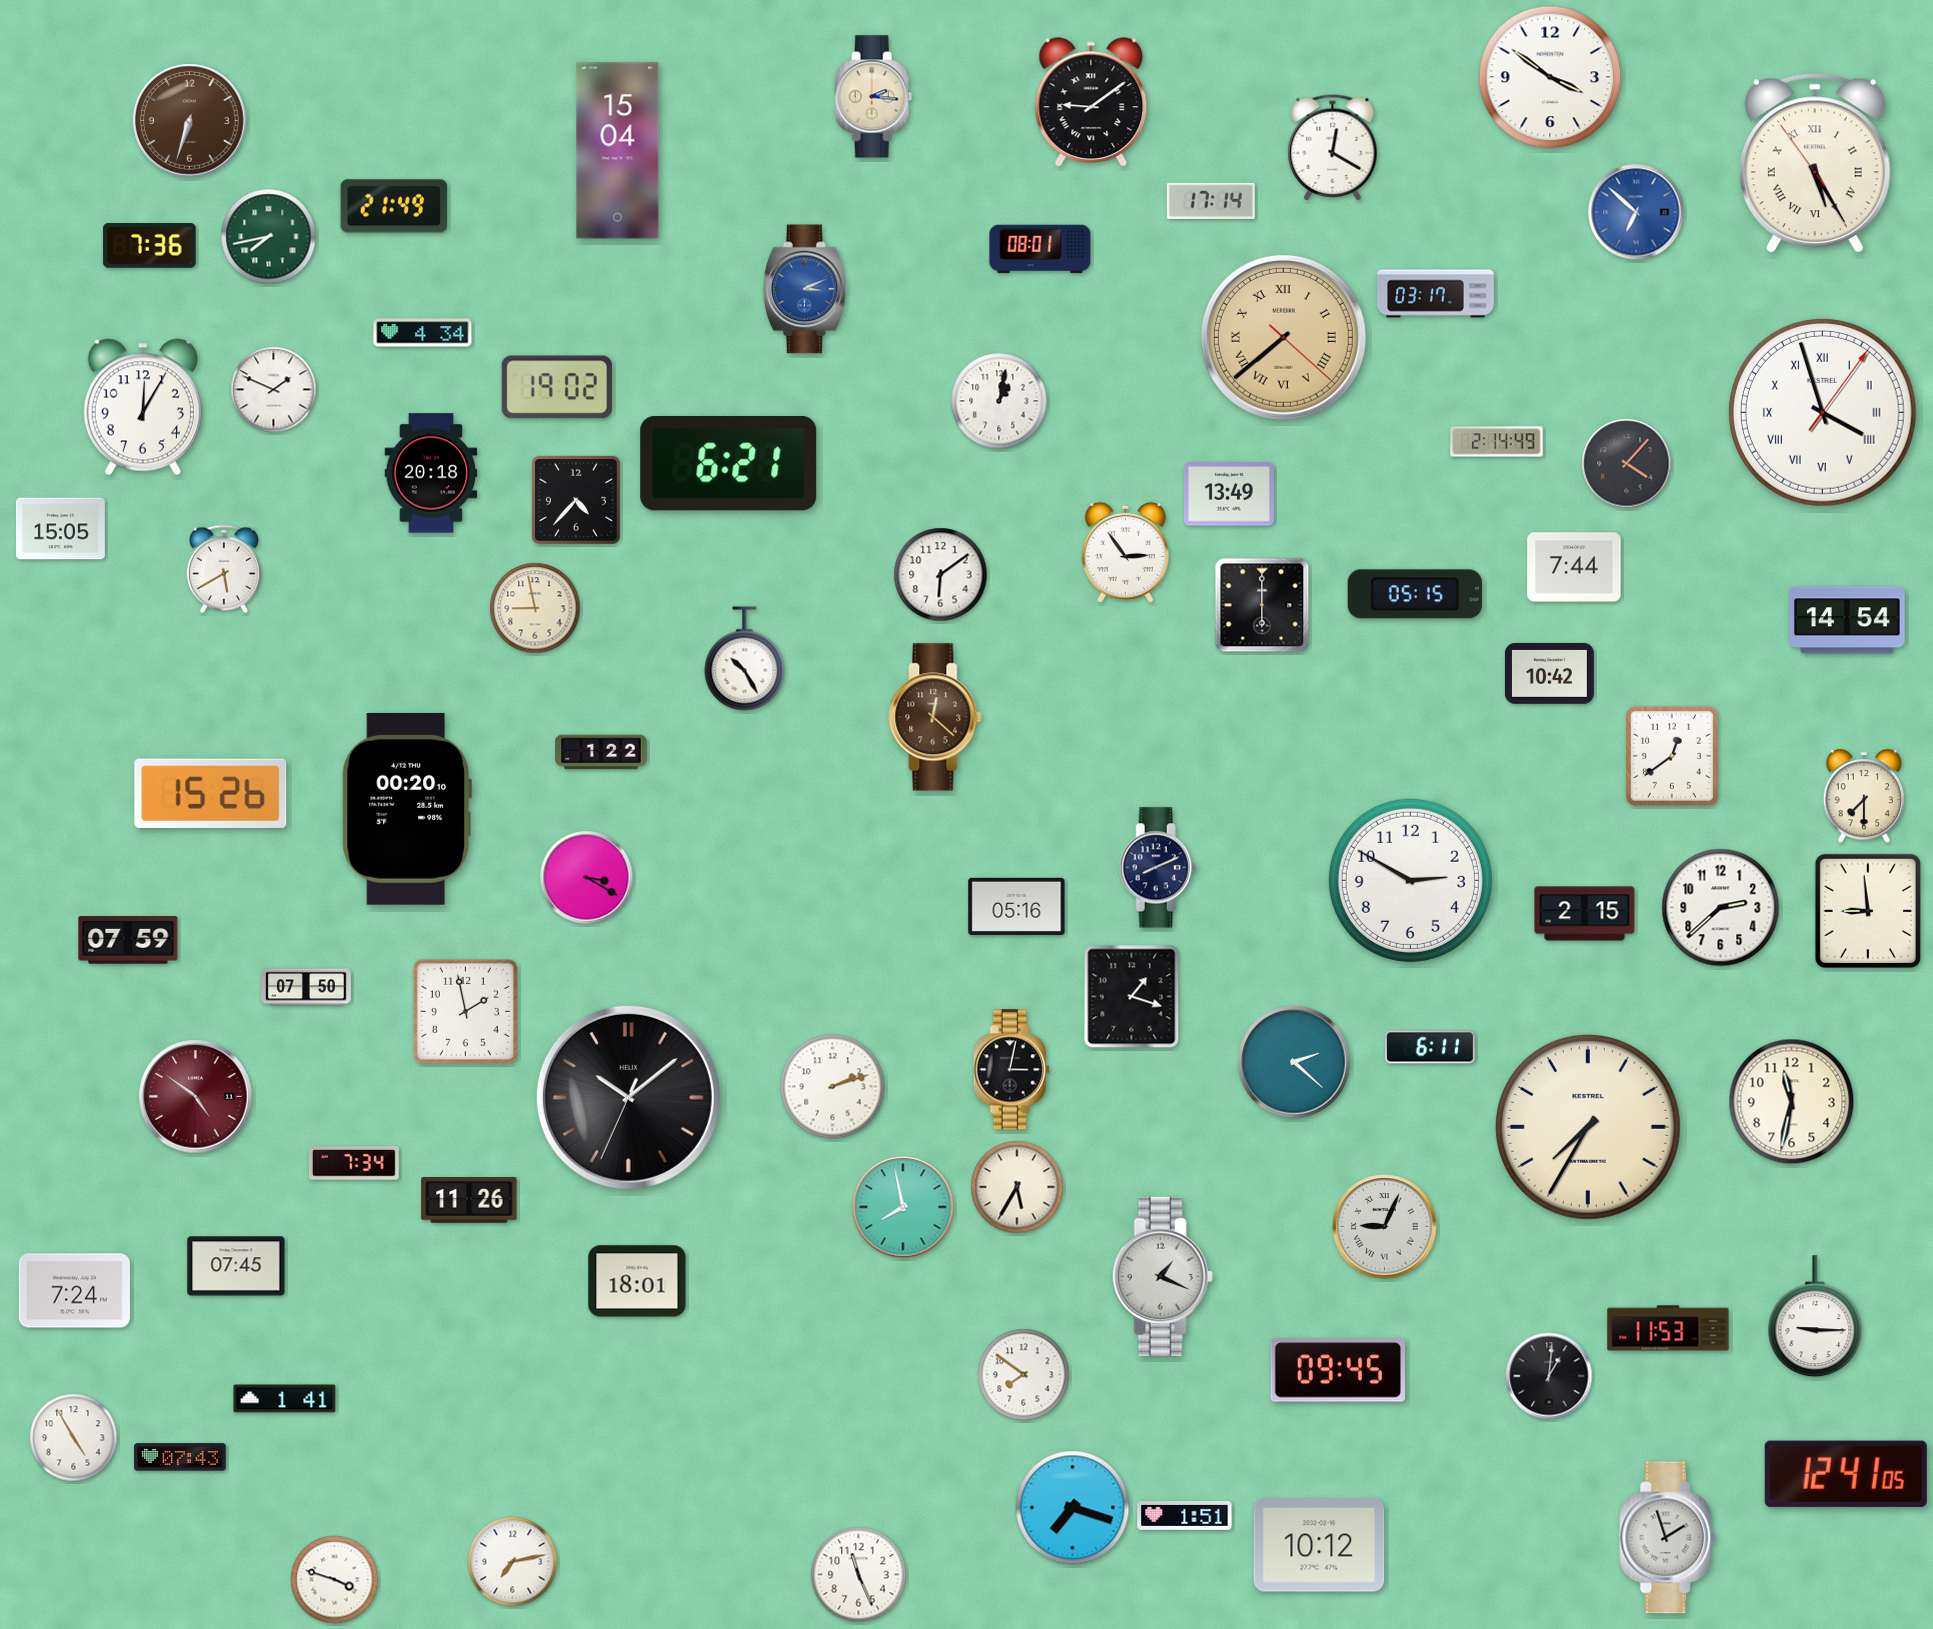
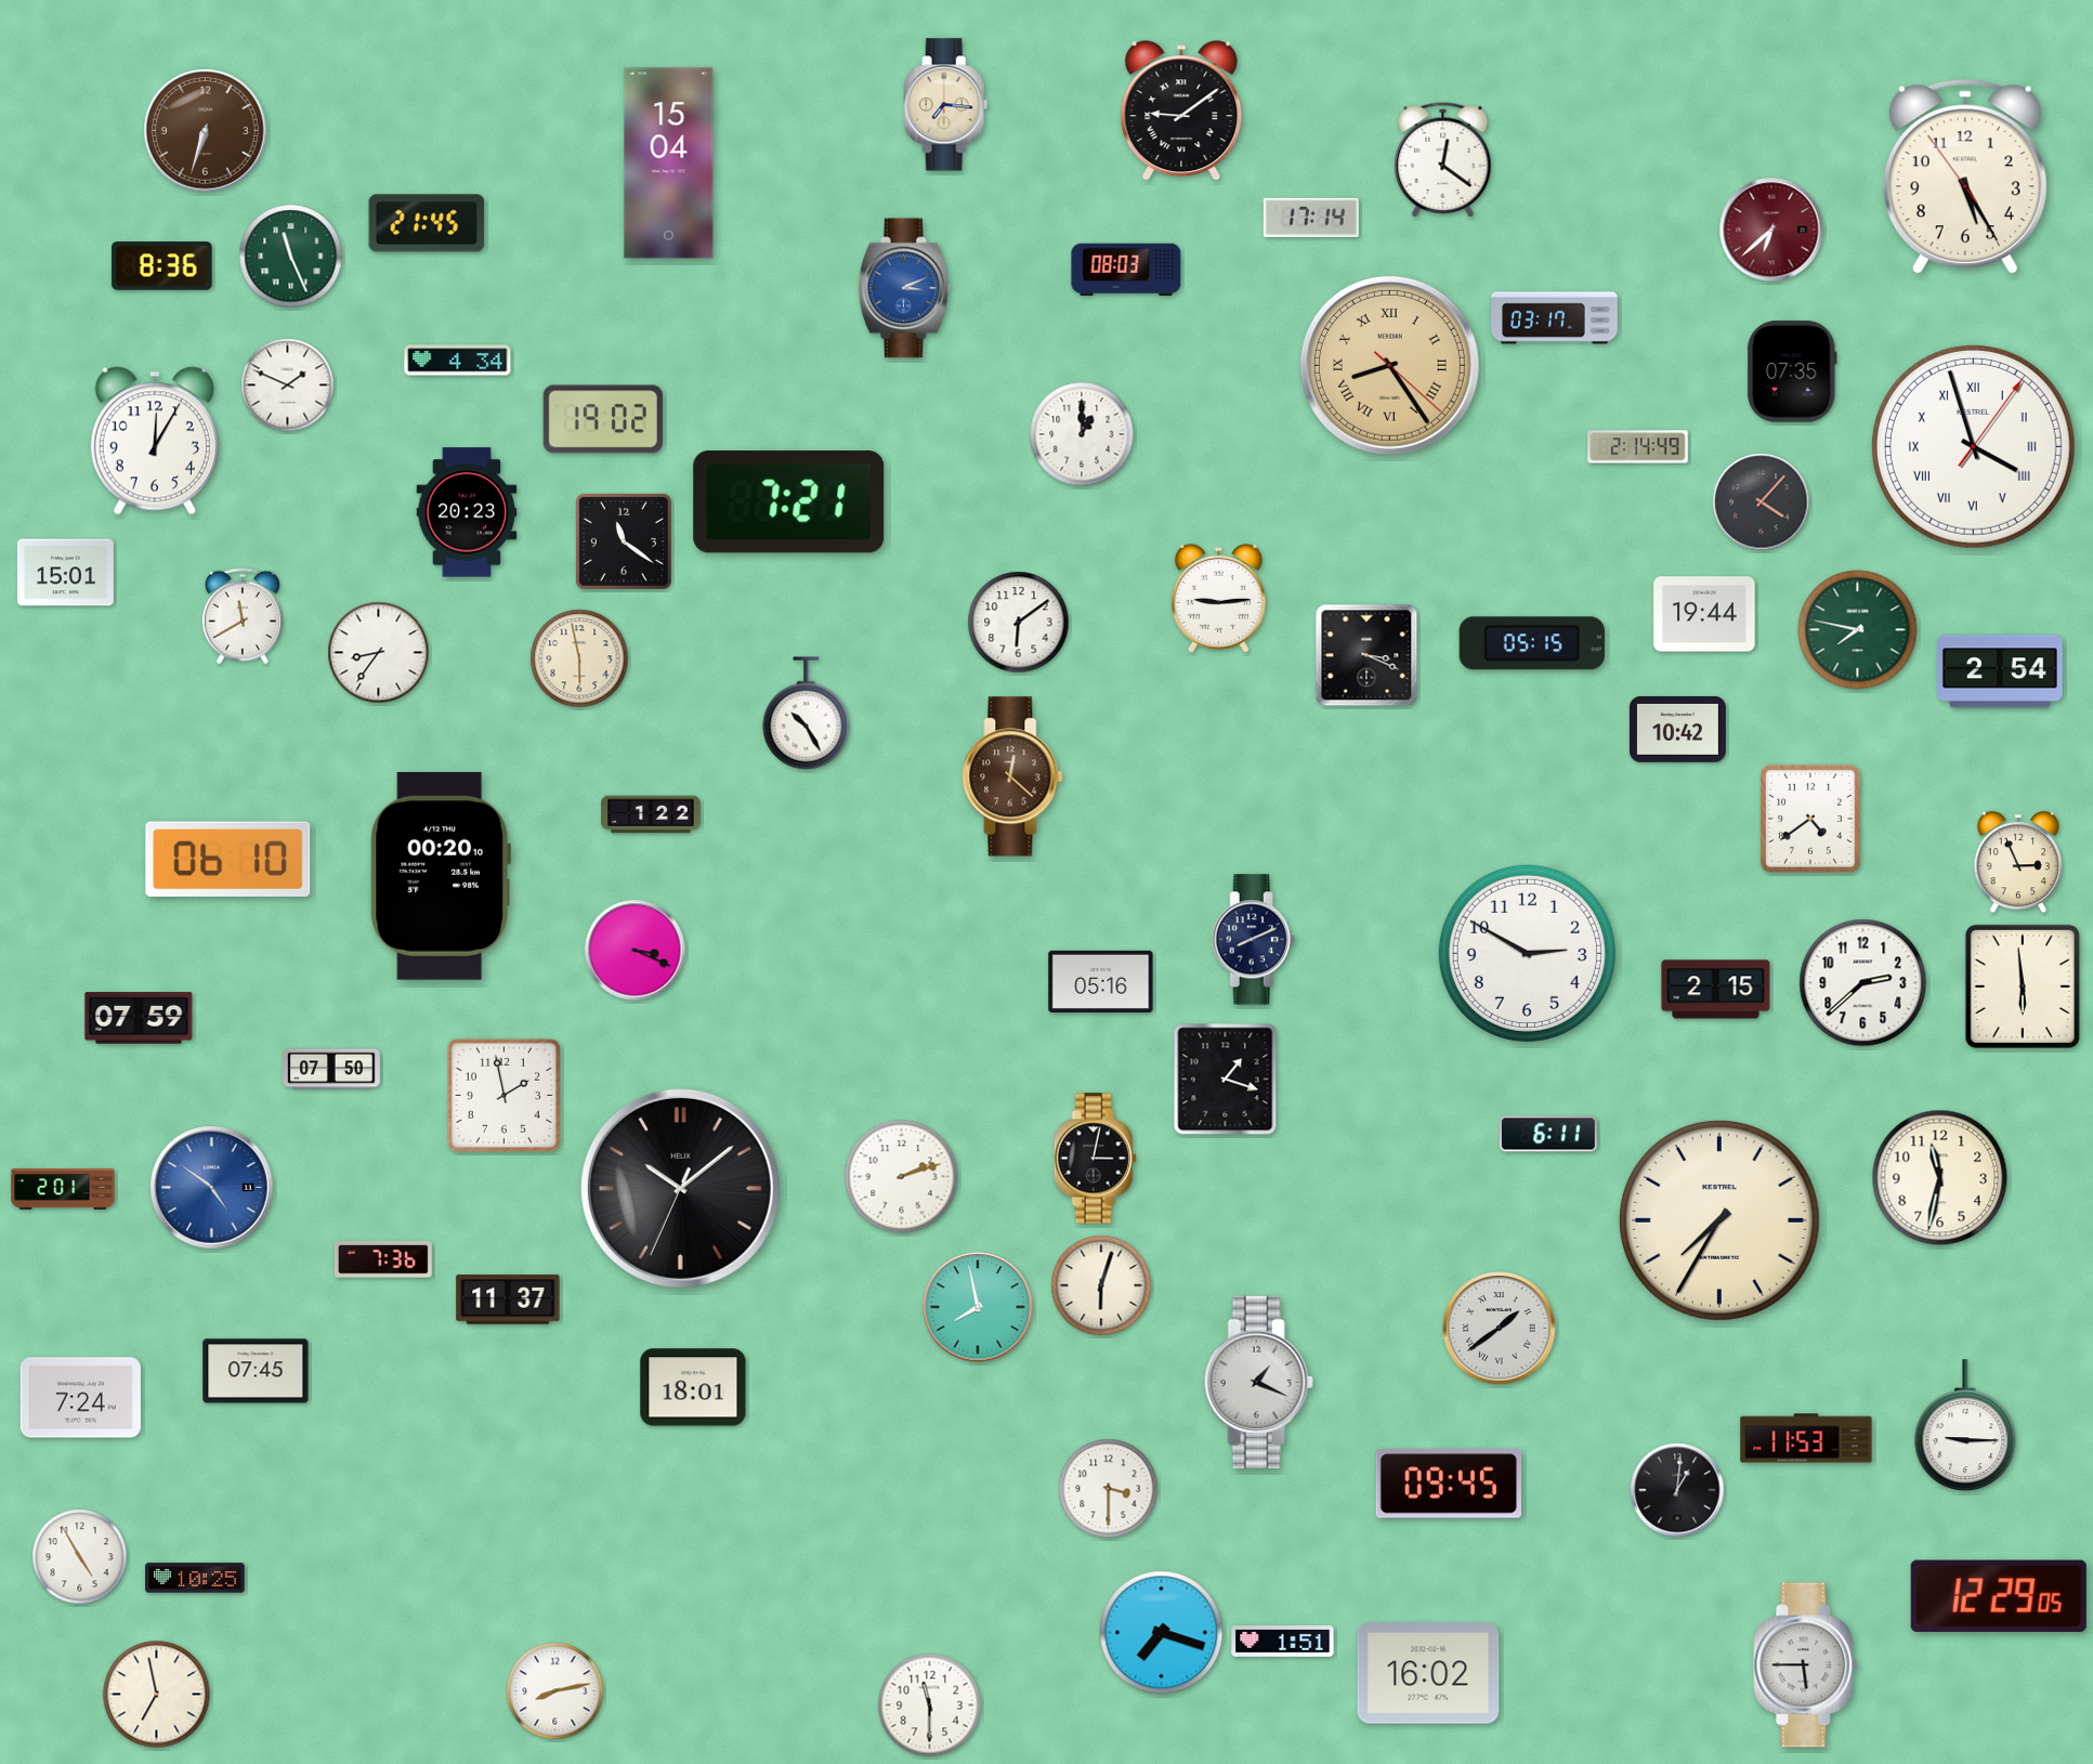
clock at (1550, 77): 3:51 -> none
clock at (874, 97): 2:16 -> 7:16
clock at (1333, 148): 12:20 -> 12:21
clock at (1815, 163) numerals: Roman -> Arabic
clock at (394, 206): 21:49 -> 21:45
clock at (1636, 212): 6:52 -> 6:38
clock at (1636, 212) dial: blue -> burgundy
clock at (269, 237): 7:43 -> 11:26
clock at (150, 246): 7:36 -> 8:36
clock at (1040, 249): 08:01 -> 08:03
clock at (805, 289) position: (805, 289) -> (904, 288)
clock at (1283, 337): 7:38 -> 8:24
clock at (1792, 371): none -> 07:35
clock at (274, 390) position: (274, 390) -> (288, 386)
clock at (999, 401): 1:02 -> 1:00
clock at (1497, 442) position: (1497, 442) -> (1638, 447)
clock at (729, 464): 6:21 -> 7:21
clock at (431, 473): 20:18 -> 20:23
clock at (1229, 494): 13:49 -> none
clock at (576, 500): 4:37 -> 11:21
clock at (60, 529): 15:05 -> 15:01
clock at (1125, 552): 2:54 -> 9:14
clock at (1574, 567): 7:44 -> 19:44
clock at (224, 569): 5:40 -> 11:40
clock at (1858, 630): none -> 7:47
clock at (379, 653): none -> 8:36
clock at (1262, 605): 6:00 -> 3:19
clock at (535, 608): 8:58 -> 5:58
clock at (1848, 620): 14:54 -> 2:54
clock at (1672, 756): 12:39 -> 4:39
clock at (211, 793): 15:26 -> 06:10
clock at (1864, 797): 7:30 -> 2:56
clock at (587, 878): 3:20 -> 3:19
clock at (1868, 911): 8:59 -> 5:59
clock at (1294, 1062): 2:22 -> none
clock at (196, 1097) dial: burgundy -> blue
clock at (63, 1189): none -> 2:01
clock at (1792, 1102) position: (1792, 1102) -> (1940, 1178)
clock at (354, 1163): 7:34 -> 7:36
clock at (1017, 1187): 5:35 -> 6:03
clock at (469, 1200): 11:26 -> 11:37
clock at (1385, 1227): 9:04 -> 1:39
clock at (637, 1281) position: (637, 1281) -> (693, 1387)
clock at (1024, 1375): 7:51 -> 3:30
clock at (285, 1399): 1:41 -> none
clock at (180, 1457): 07:43 -> 10:25
clock at (1846, 1474): 12:41 -> 12:29
clock at (1668, 1538): 1:57 -> 5:45
clock at (1319, 1545): 10:12 -> 16:02
clock at (513, 1562): 7:13 -> 8:13
clock at (157, 1695): none -> 6:58
clock at (859, 1575): 11:26 -> 11:30
clock at (335, 1580): 3:48 -> none
